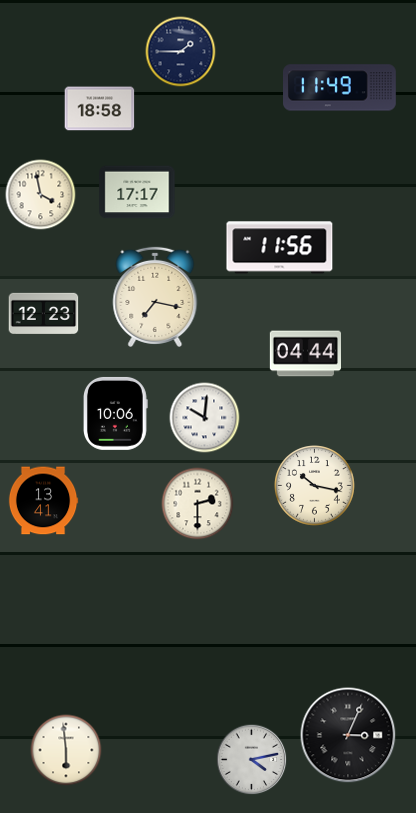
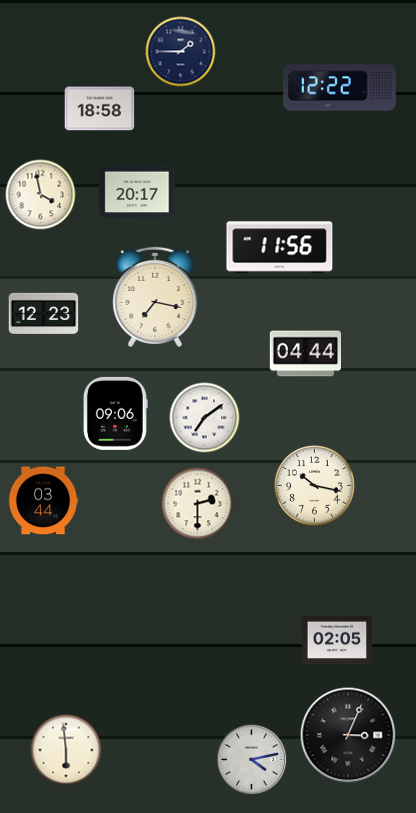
clock at (340, 88): 11:49 -> 12:22
clock at (137, 192): 17:17 -> 20:17
clock at (116, 413): 10:06 -> 09:06
clock at (205, 418): 10:01 -> 7:09
clock at (43, 501): 13:41 -> 03:44
clock at (337, 640): none -> 02:05
